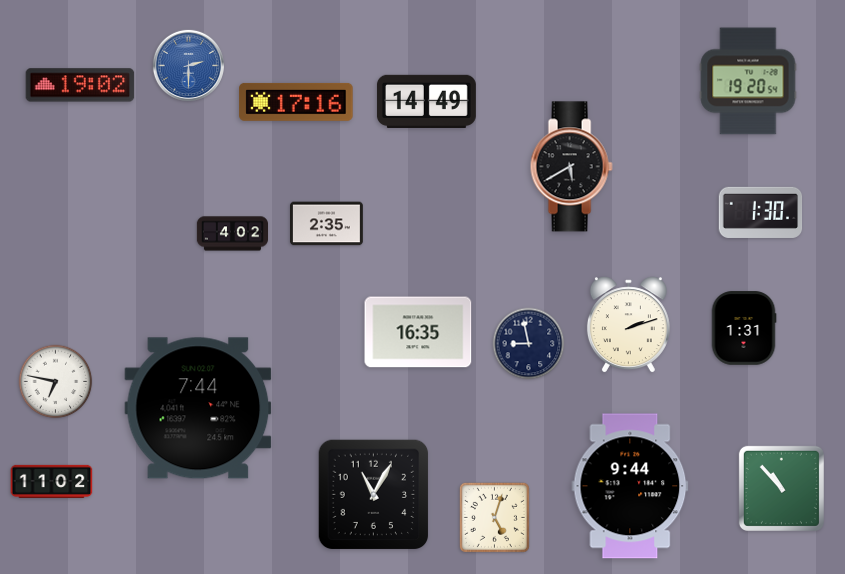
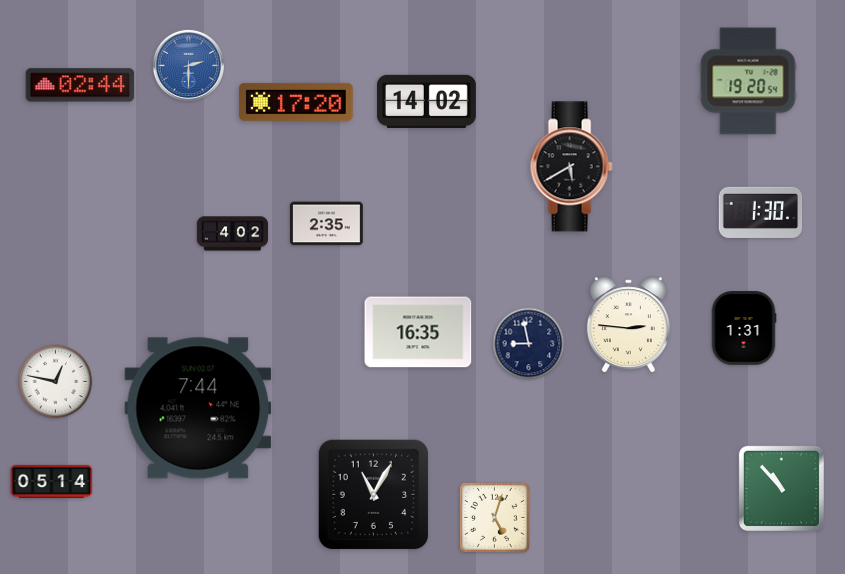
clock at (80, 85): 19:02 -> 02:44
clock at (426, 101): 14:49 -> 14:02
clock at (296, 102): 17:16 -> 17:20
clock at (628, 325): 2:12 -> 2:46
clock at (56, 382): 6:47 -> 12:47
clock at (52, 481): 11:02 -> 05:14
clock at (630, 486): 9:44 -> none
